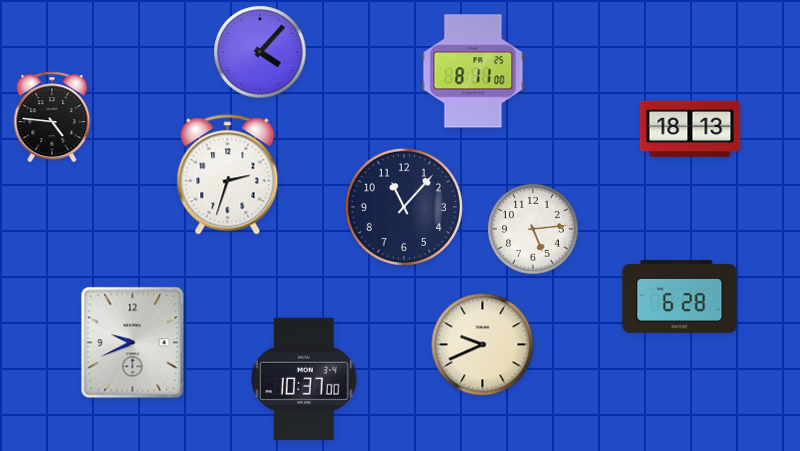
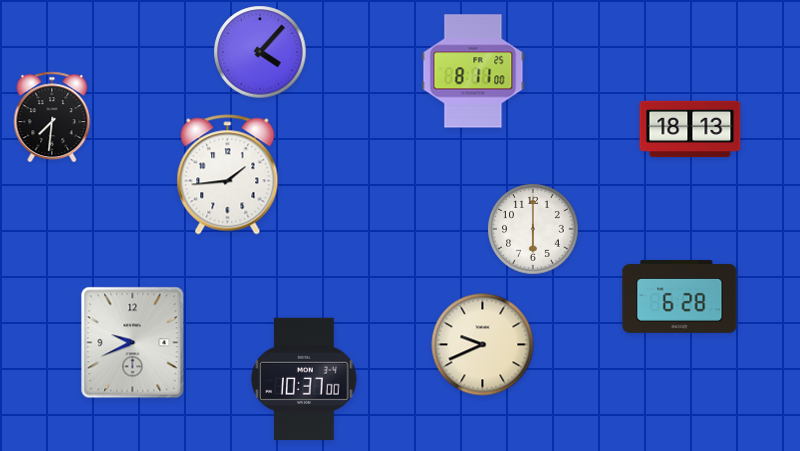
clock at (52, 117): 4:46 -> 7:31
clock at (228, 175): 2:33 -> 1:44
clock at (404, 207): 11:07 -> none
clock at (533, 229): 5:14 -> 6:00
